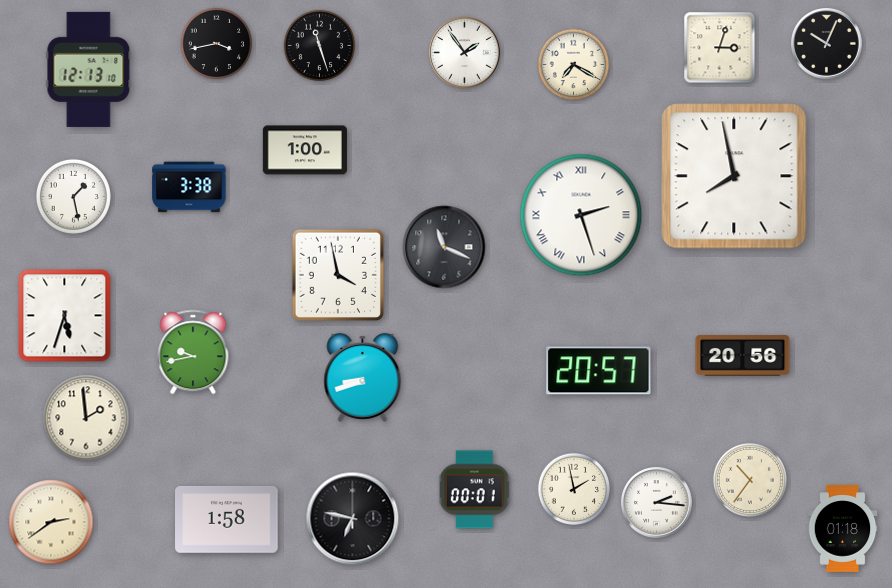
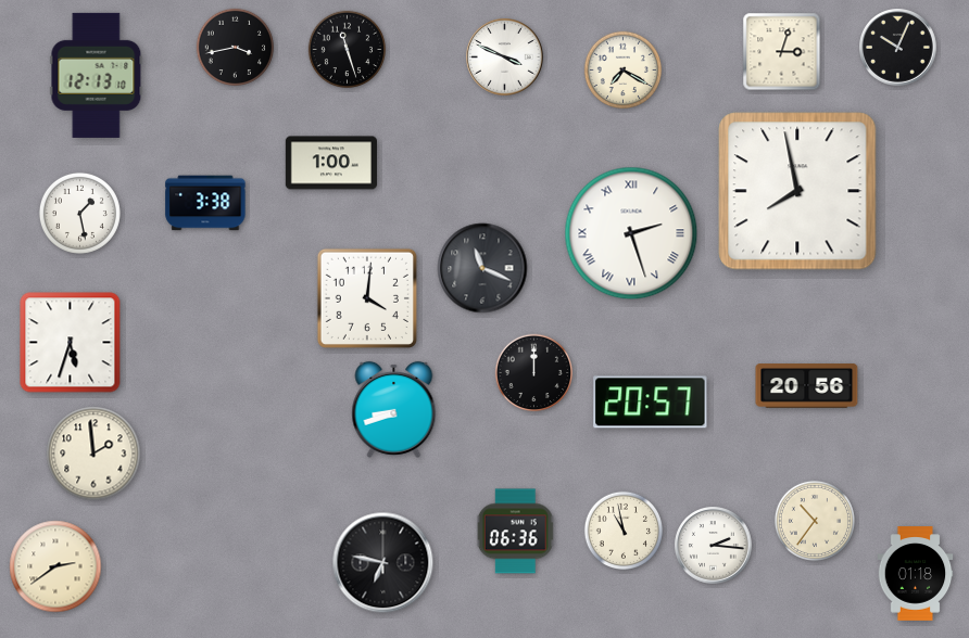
clock at (465, 53): 1:54 -> 3:49
clock at (338, 275): 3:58 -> 4:01
clock at (534, 373): none -> 12:00
clock at (193, 352): 9:43 -> none
clock at (573, 488): 1:58 -> 10:58
clock at (475, 490): 00:01 -> 06:36
clock at (227, 519): 1:58 -> none
